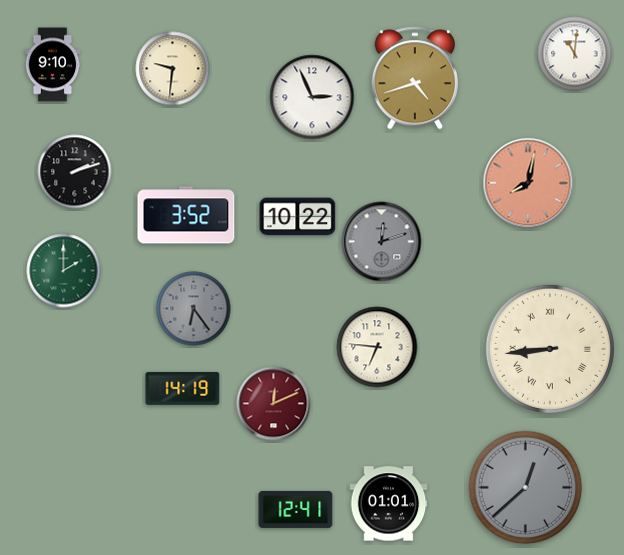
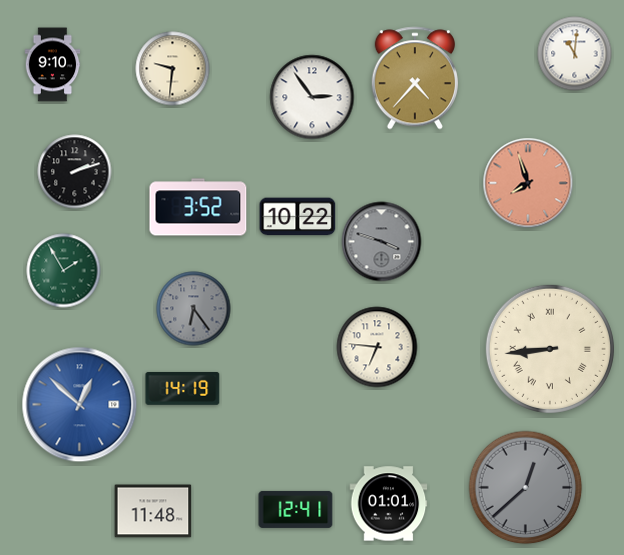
clock at (414, 78): 4:42 -> 4:37
clock at (312, 97): 2:56 -> 2:54
clock at (528, 183): 8:02 -> 7:57
clock at (186, 215) position: (186, 215) -> (198, 207)
clock at (382, 242): 12:12 -> 3:48
clock at (64, 271): 2:00 -> 1:55
clock at (274, 404): 12:11 -> none
clock at (80, 405): none -> 12:52
clock at (153, 511): none -> 11:48
